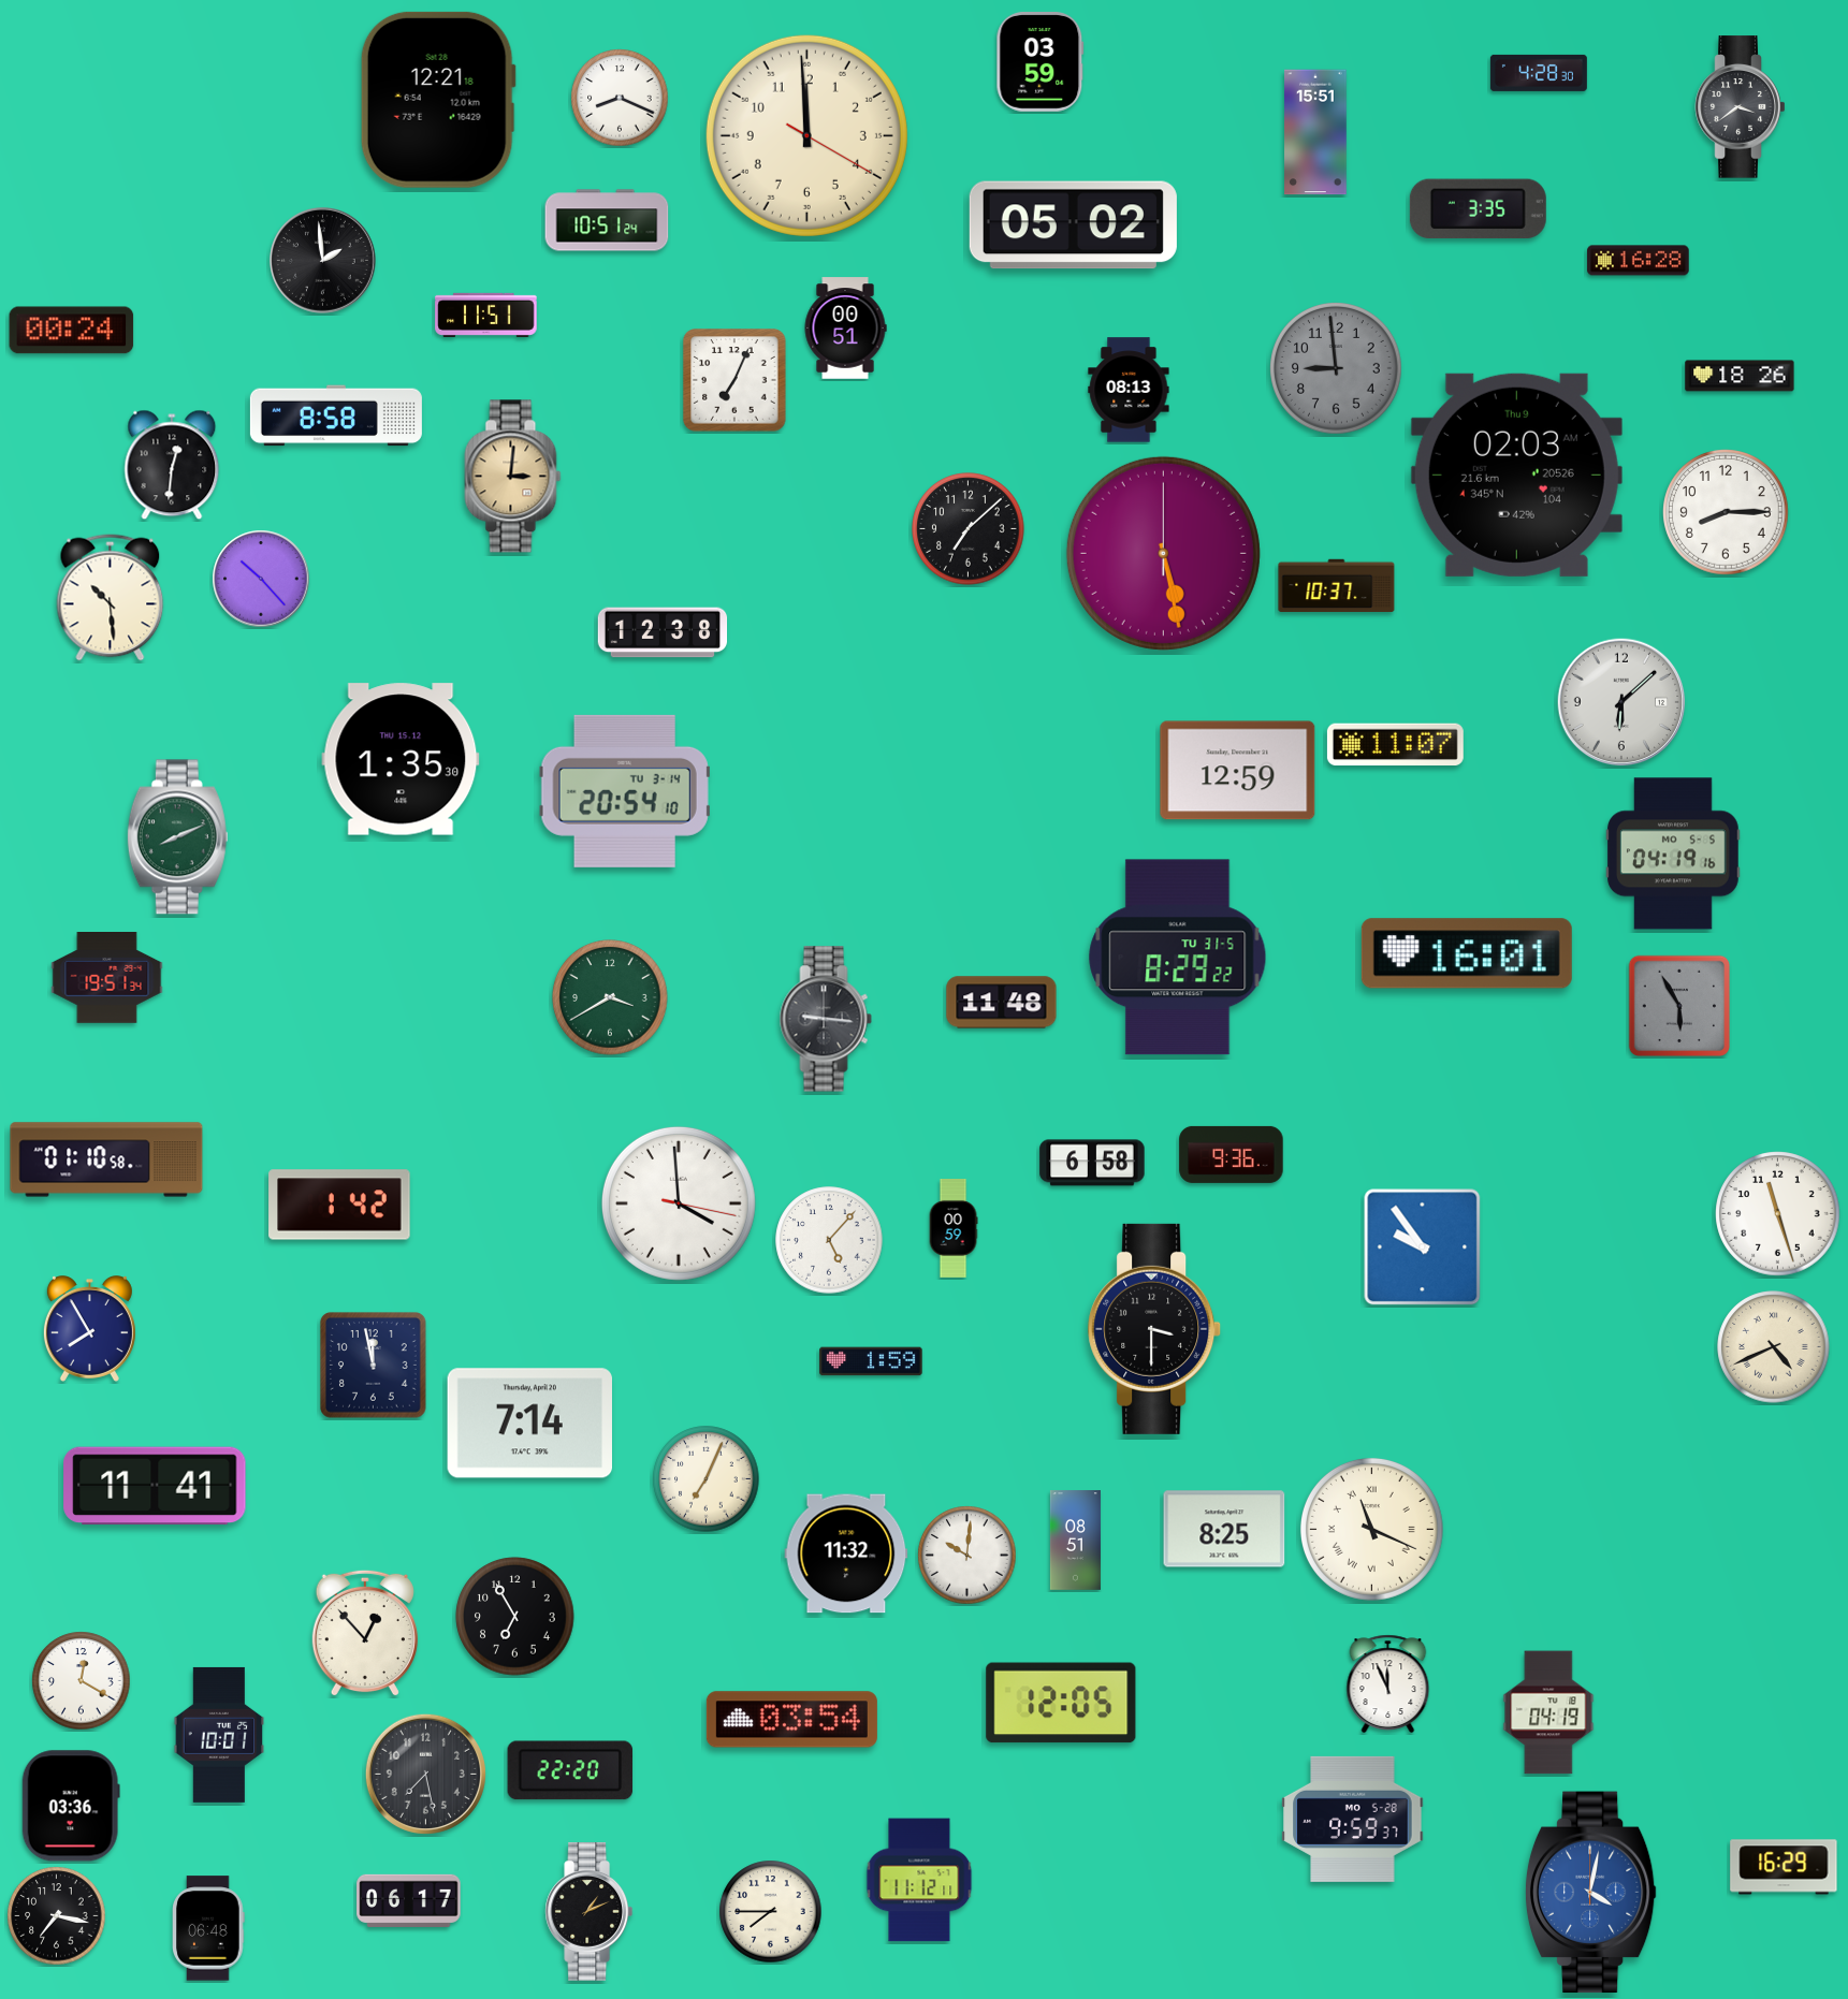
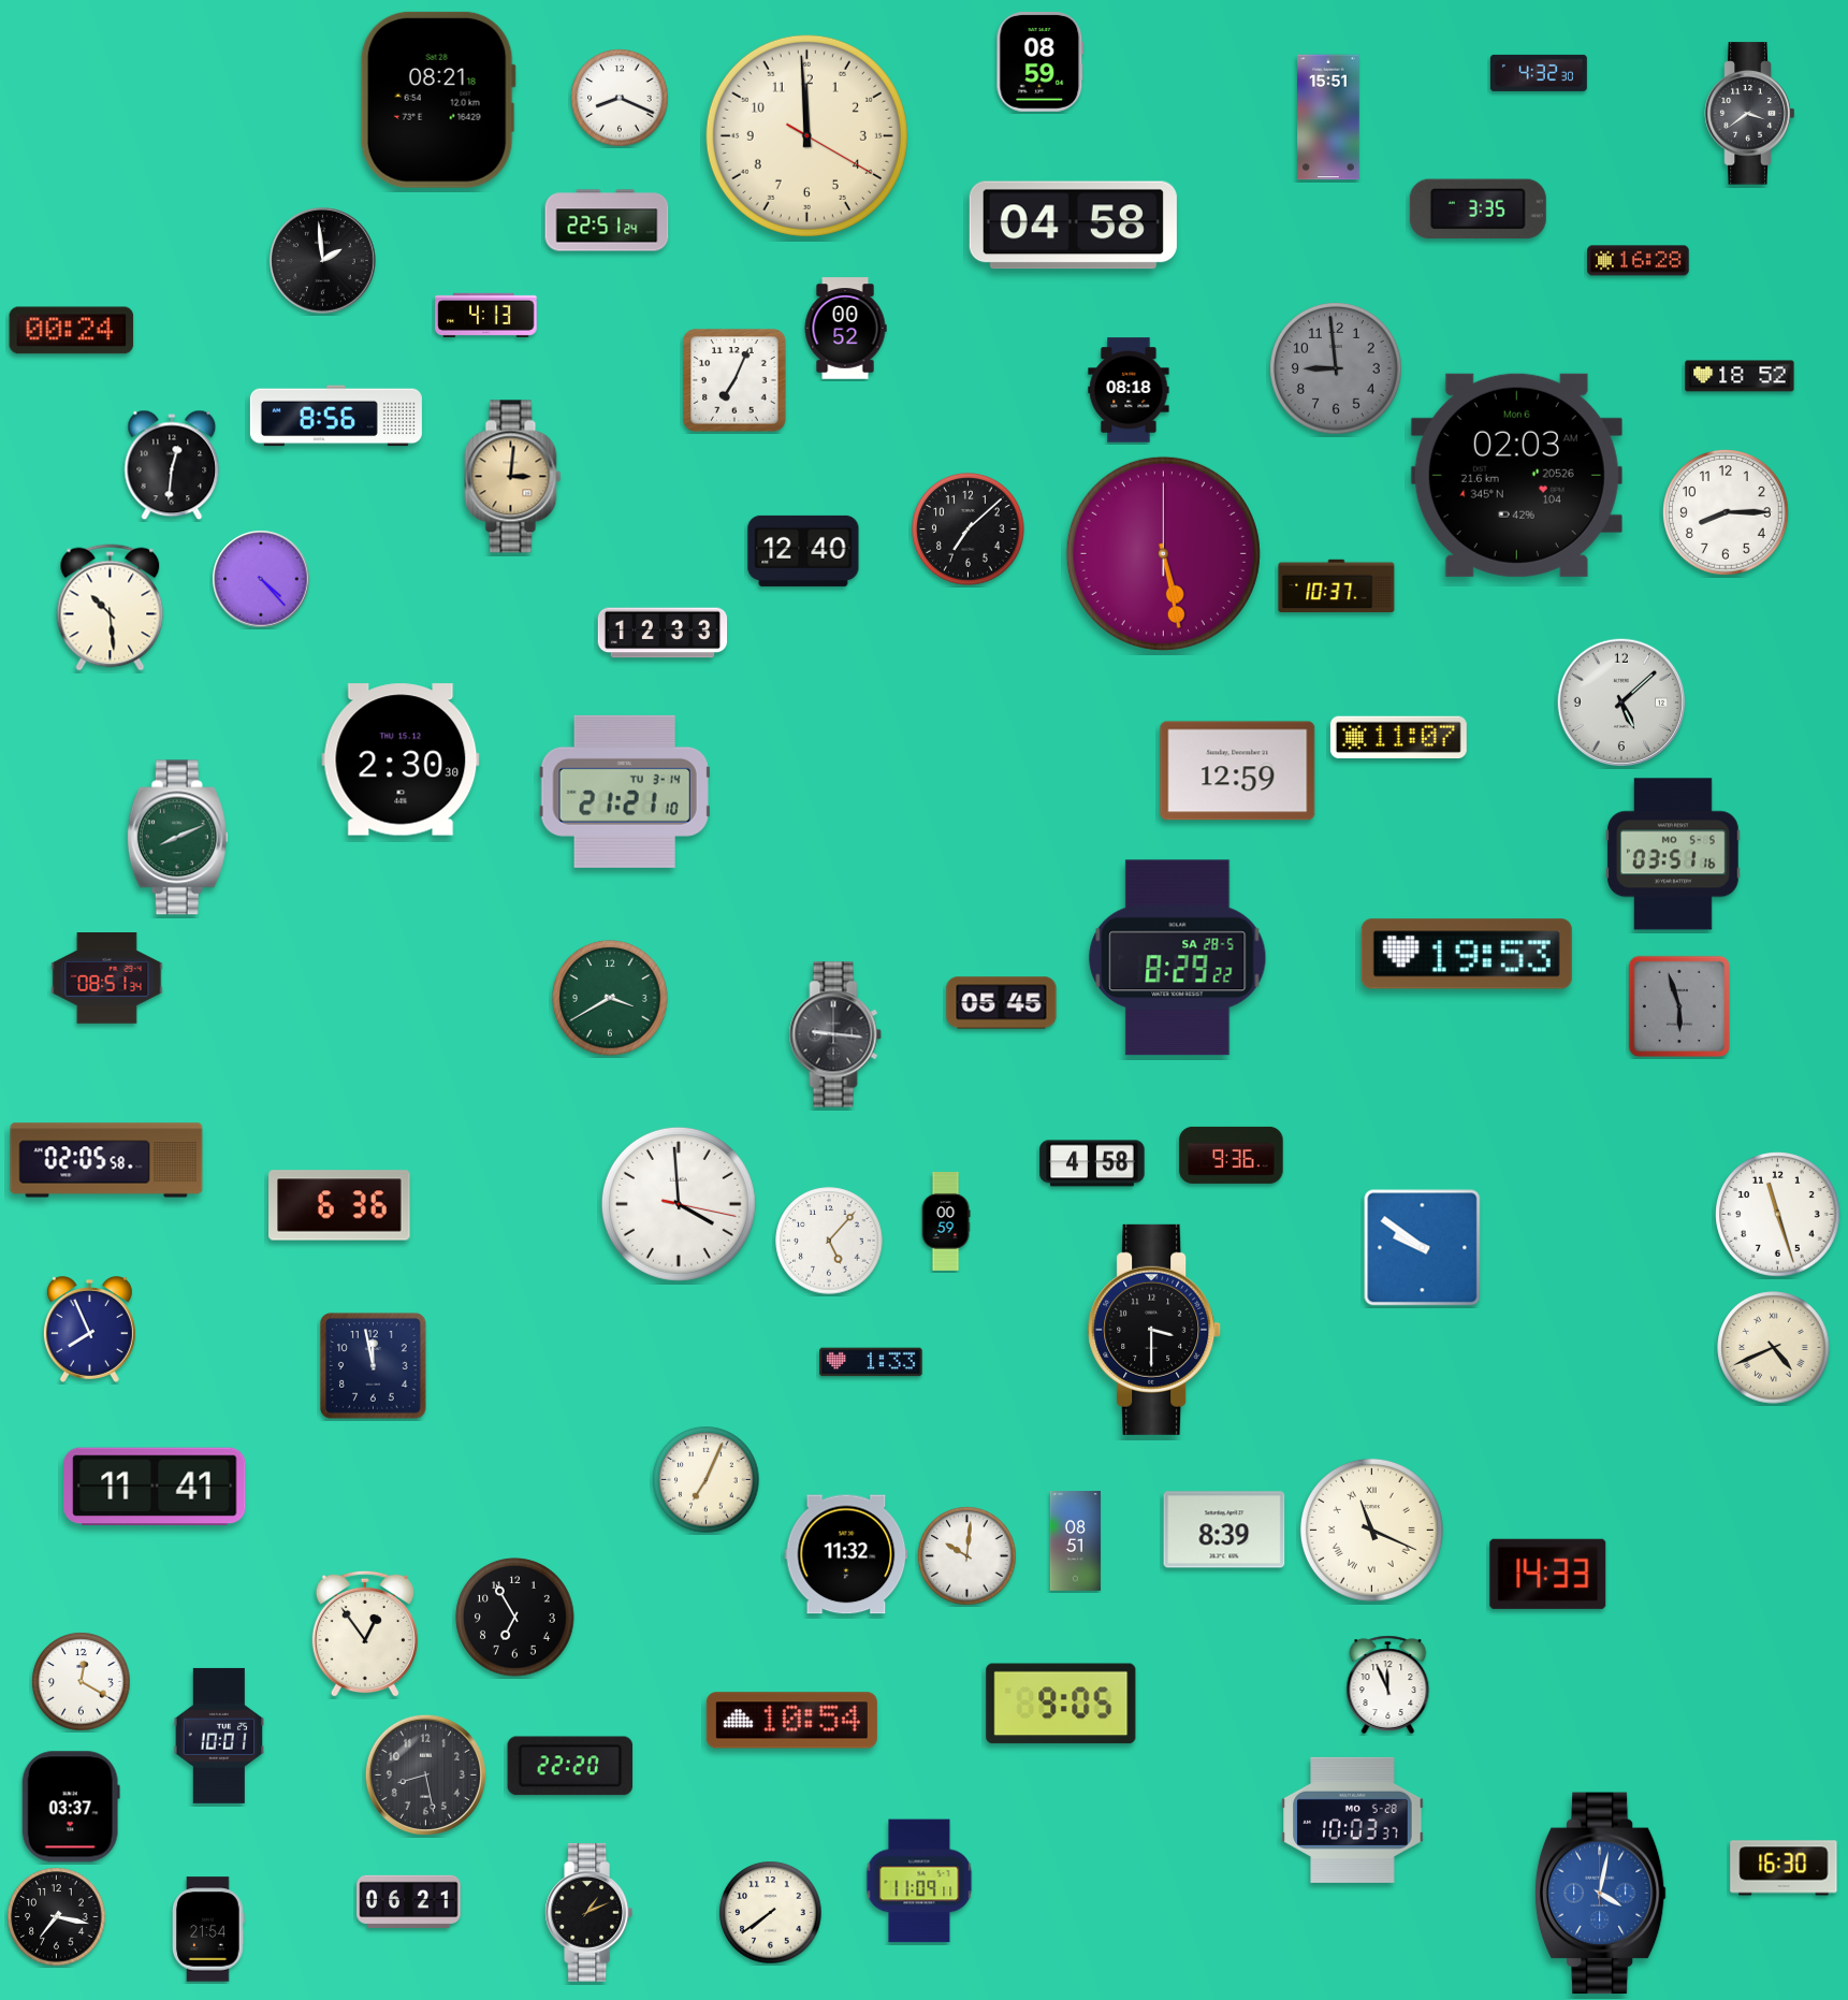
clock at (1041, 62): 03:59 -> 08:59
clock at (1539, 73): 4:28 -> 4:32
clock at (438, 100): 12:21 -> 08:21
clock at (1741, 107) position: (1741, 107) -> (1750, 114)
clock at (1315, 132) position: (1315, 132) -> (1328, 117)
clock at (607, 220): 10:51 -> 22:51
clock at (1073, 225): 05:02 -> 04:58
clock at (486, 315): 11:51 -> 4:13
clock at (845, 329): 00:51 -> 00:52
clock at (1740, 376): 18:26 -> 18:52
clock at (1129, 390): 08:13 -> 08:18
clock at (336, 415): 8:58 -> 8:56
clock at (1516, 475) date: Thu 9 -> Mon 6
clock at (803, 551): none -> 12:40
clock at (261, 579): 10:23 -> 4:23
clock at (111, 598) position: (111, 598) -> (111, 608)
clock at (663, 632): 12:38 -> 12:33
clock at (1621, 702): 6:08 -> 5:08
clock at (1395, 745) position: (1395, 745) -> (1398, 738)
clock at (401, 759): 1:35 -> 2:30
clock at (625, 791): 20:54 -> 21:21
clock at (1673, 853): 04:19 -> 03:51
clock at (1467, 953): 16:01 -> 19:53
clock at (1178, 958) date: TU 31-5 -> SA 28-5
clock at (107, 978): 19:51 -> 08:51
clock at (1002, 1003): 11:48 -> 05:45
clock at (1678, 1005): 5:55 -> 5:57
clock at (826, 1019) position: (826, 1019) -> (835, 1034)
clock at (106, 1159): 01:10 -> 02:05
clock at (1092, 1163): 6:58 -> 4:58
clock at (339, 1205): 1:42 -> 6:36
clock at (954, 1229) position: (954, 1229) -> (946, 1222)
clock at (1423, 1247): 9:54 -> 9:51
clock at (89, 1329): 7:55 -> 7:56
clock at (871, 1361): 1:59 -> 1:33
clock at (529, 1424): 7:14 -> none
clock at (1224, 1529): 8:25 -> 8:39
clock at (1548, 1574): none -> 14:33
clock at (365, 1633): 12:53 -> 12:54
clock at (1061, 1703): 12:05 -> 9:05
clock at (1548, 1712): 04:19 -> none
clock at (791, 1720): 03:54 -> 10:54
clock at (570, 1770) position: (570, 1770) -> (570, 1766)
clock at (425, 1774): 7:28 -> 8:28
clock at (71, 1806): 03:36 -> 03:37
clock at (1353, 1819): 9:59 -> 10:03
clock at (1784, 1867): 16:29 -> 16:30
clock at (919, 1880): 11:12 -> 11:09
clock at (1590, 1893) position: (1590, 1893) -> (1600, 1894)
clock at (409, 1900): 06:17 -> 06:21
clock at (771, 1912): 7:45 -> 7:39
clock at (208, 1928): 06:48 -> 21:54
